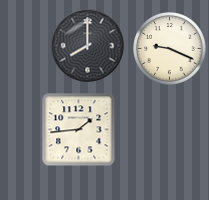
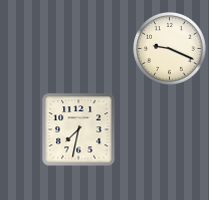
clock at (88, 46): 8:00 -> none
clock at (79, 130): 1:44 -> 7:32
